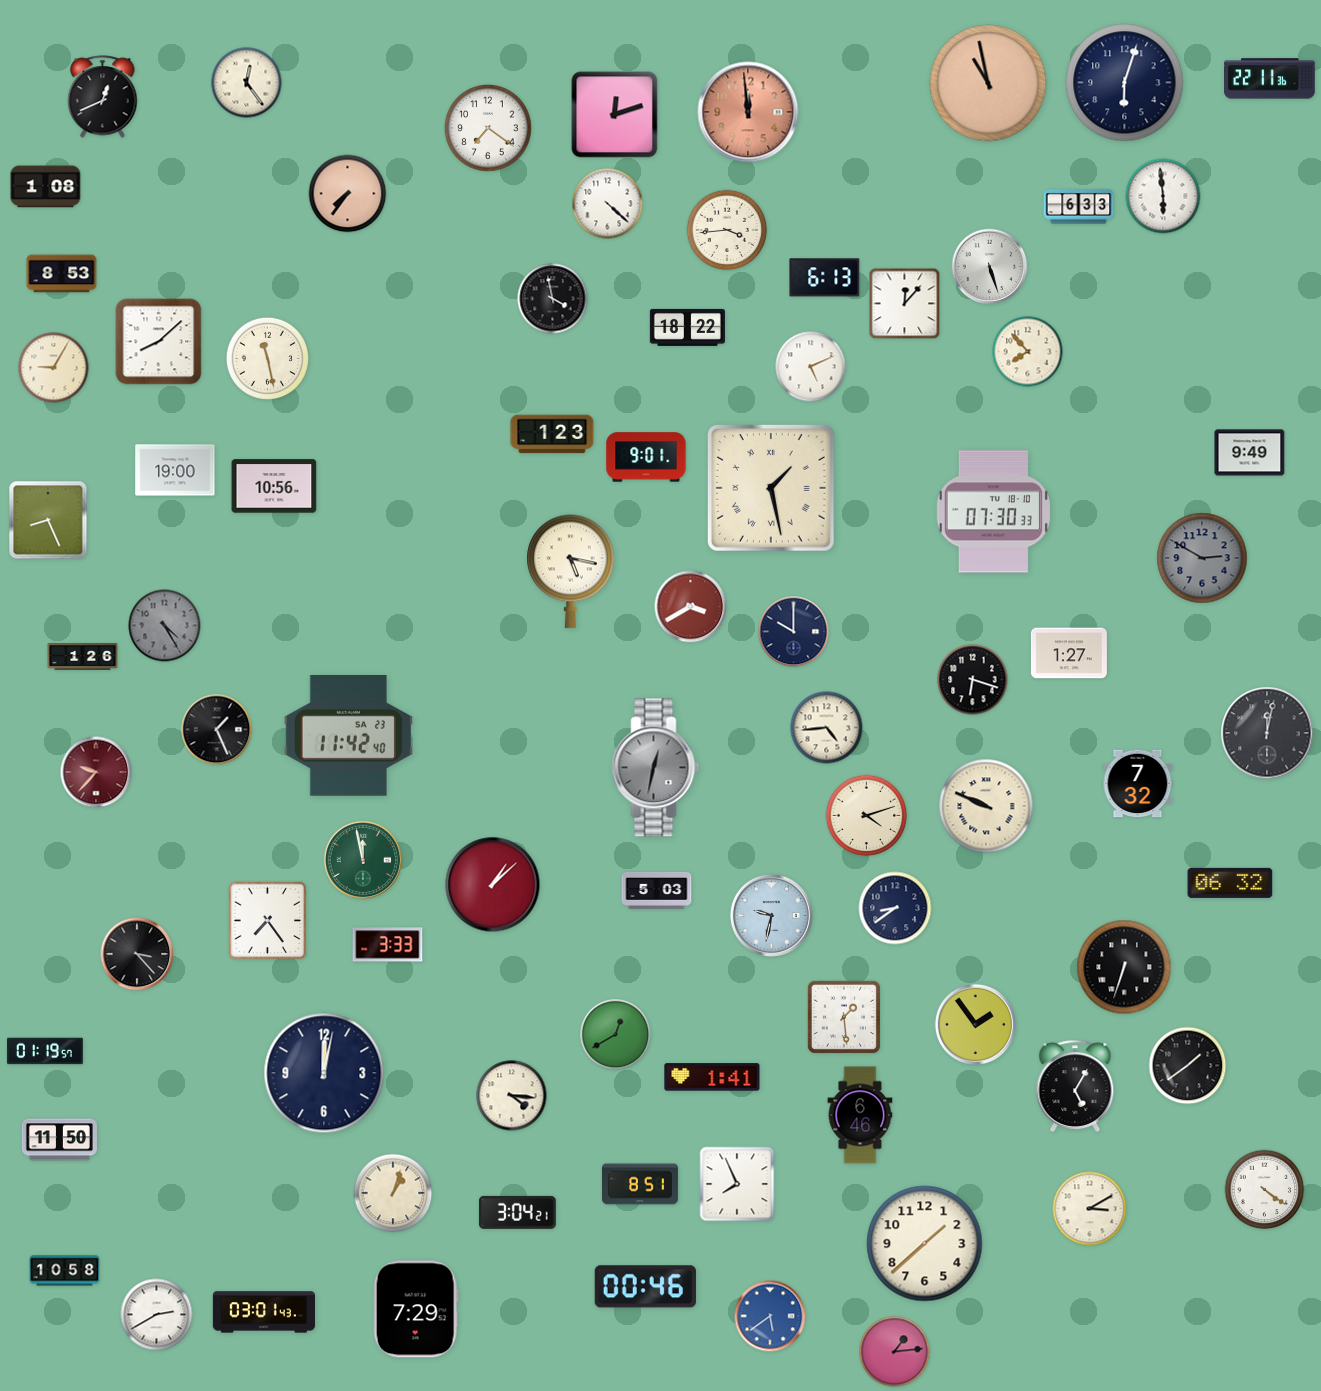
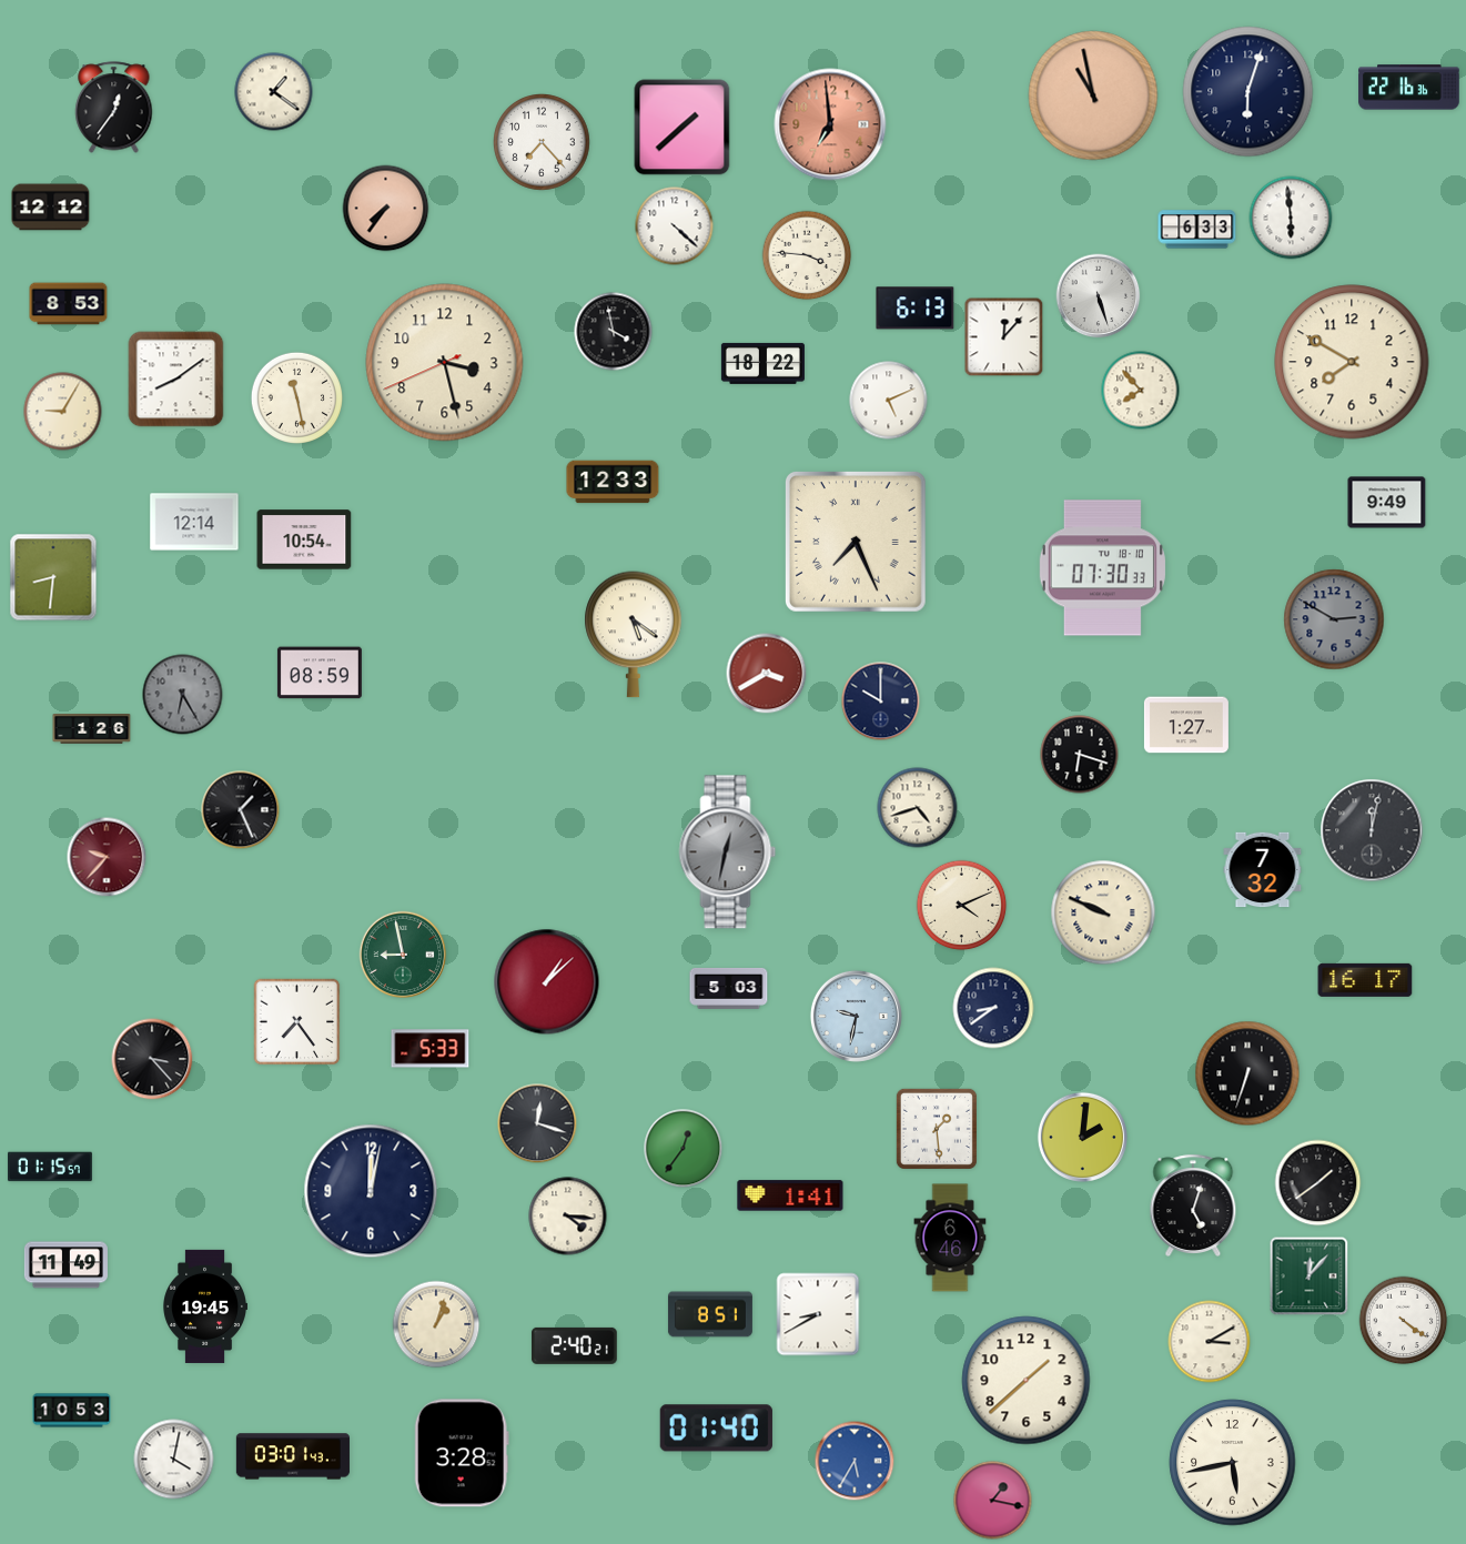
clock at (1270, 79): 22:11 -> 22:16
clock at (247, 83): 12:24 -> 1:21
clock at (988, 83) position: (988, 83) -> (1093, 95)
clock at (103, 97): 12:41 -> 12:36
clock at (748, 112): 11:59 -> 6:59
clock at (615, 115): 12:12 -> 1:38
clock at (489, 129): 7:21 -> 7:23
clock at (46, 187): 1:08 -> 12:12
clock at (348, 194) position: (348, 194) -> (386, 209)
clock at (727, 230): 3:44 -> 3:46
clock at (1352, 362): none -> 7:50
clock at (445, 363): none -> 3:27
clock at (159, 342): 8:08 -> 8:09
clock at (811, 367) position: (811, 367) -> (889, 401)
clock at (54, 368) position: (54, 368) -> (63, 412)
clock at (552, 434): 1:23 -> 12:33
clock at (646, 457): 9:01 -> none
clock at (175, 470): 19:00 -> 12:14
clock at (274, 486): 10:56 -> 10:54
clock at (771, 488): 1:28 -> 7:26
clock at (48, 520): 8:26 -> 8:31
clock at (571, 572): 5:17 -> 5:21
clock at (320, 673): none -> 08:59
clock at (165, 626): 4:25 -> 6:25
clock at (827, 728): 4:44 -> 4:42
clock at (1267, 733) position: (1267, 733) -> (1372, 830)
clock at (348, 736): 11:42 -> none
clock at (986, 806) position: (986, 806) -> (1103, 912)
clock at (867, 816): 4:12 -> 4:11
clock at (363, 860): 11:58 -> 8:58
clock at (1230, 883): 06:32 -> 16:17
clock at (388, 945): 3:33 -> 5:33
clock at (537, 1123): none -> 12:18
clock at (975, 1024): 1:54 -> 2:01
clock at (616, 1035): 12:40 -> 12:36
clock at (45, 1051): 01:19 -> 01:15
clock at (324, 1073) position: (324, 1073) -> (371, 1191)
clock at (1075, 1085): 5:05 -> 5:03
clock at (860, 1115) position: (860, 1115) -> (950, 1238)
clock at (59, 1140): 11:50 -> 11:49
clock at (1310, 1276): none -> 12:07
clock at (204, 1306): none -> 19:45
clock at (737, 1184): 7:56 -> 8:40
clock at (517, 1212): 3:04 -> 2:40
clock at (65, 1271): 10:58 -> 10:53
clock at (645, 1287): 00:46 -> 01:40
clock at (416, 1309): 7:29 -> 3:28
clock at (157, 1315): 2:40 -> 4:02
clock at (770, 1316): 5:39 -> 5:35
clock at (1233, 1463): none -> 5:43
clock at (895, 1352): 1:14 -> 1:17
